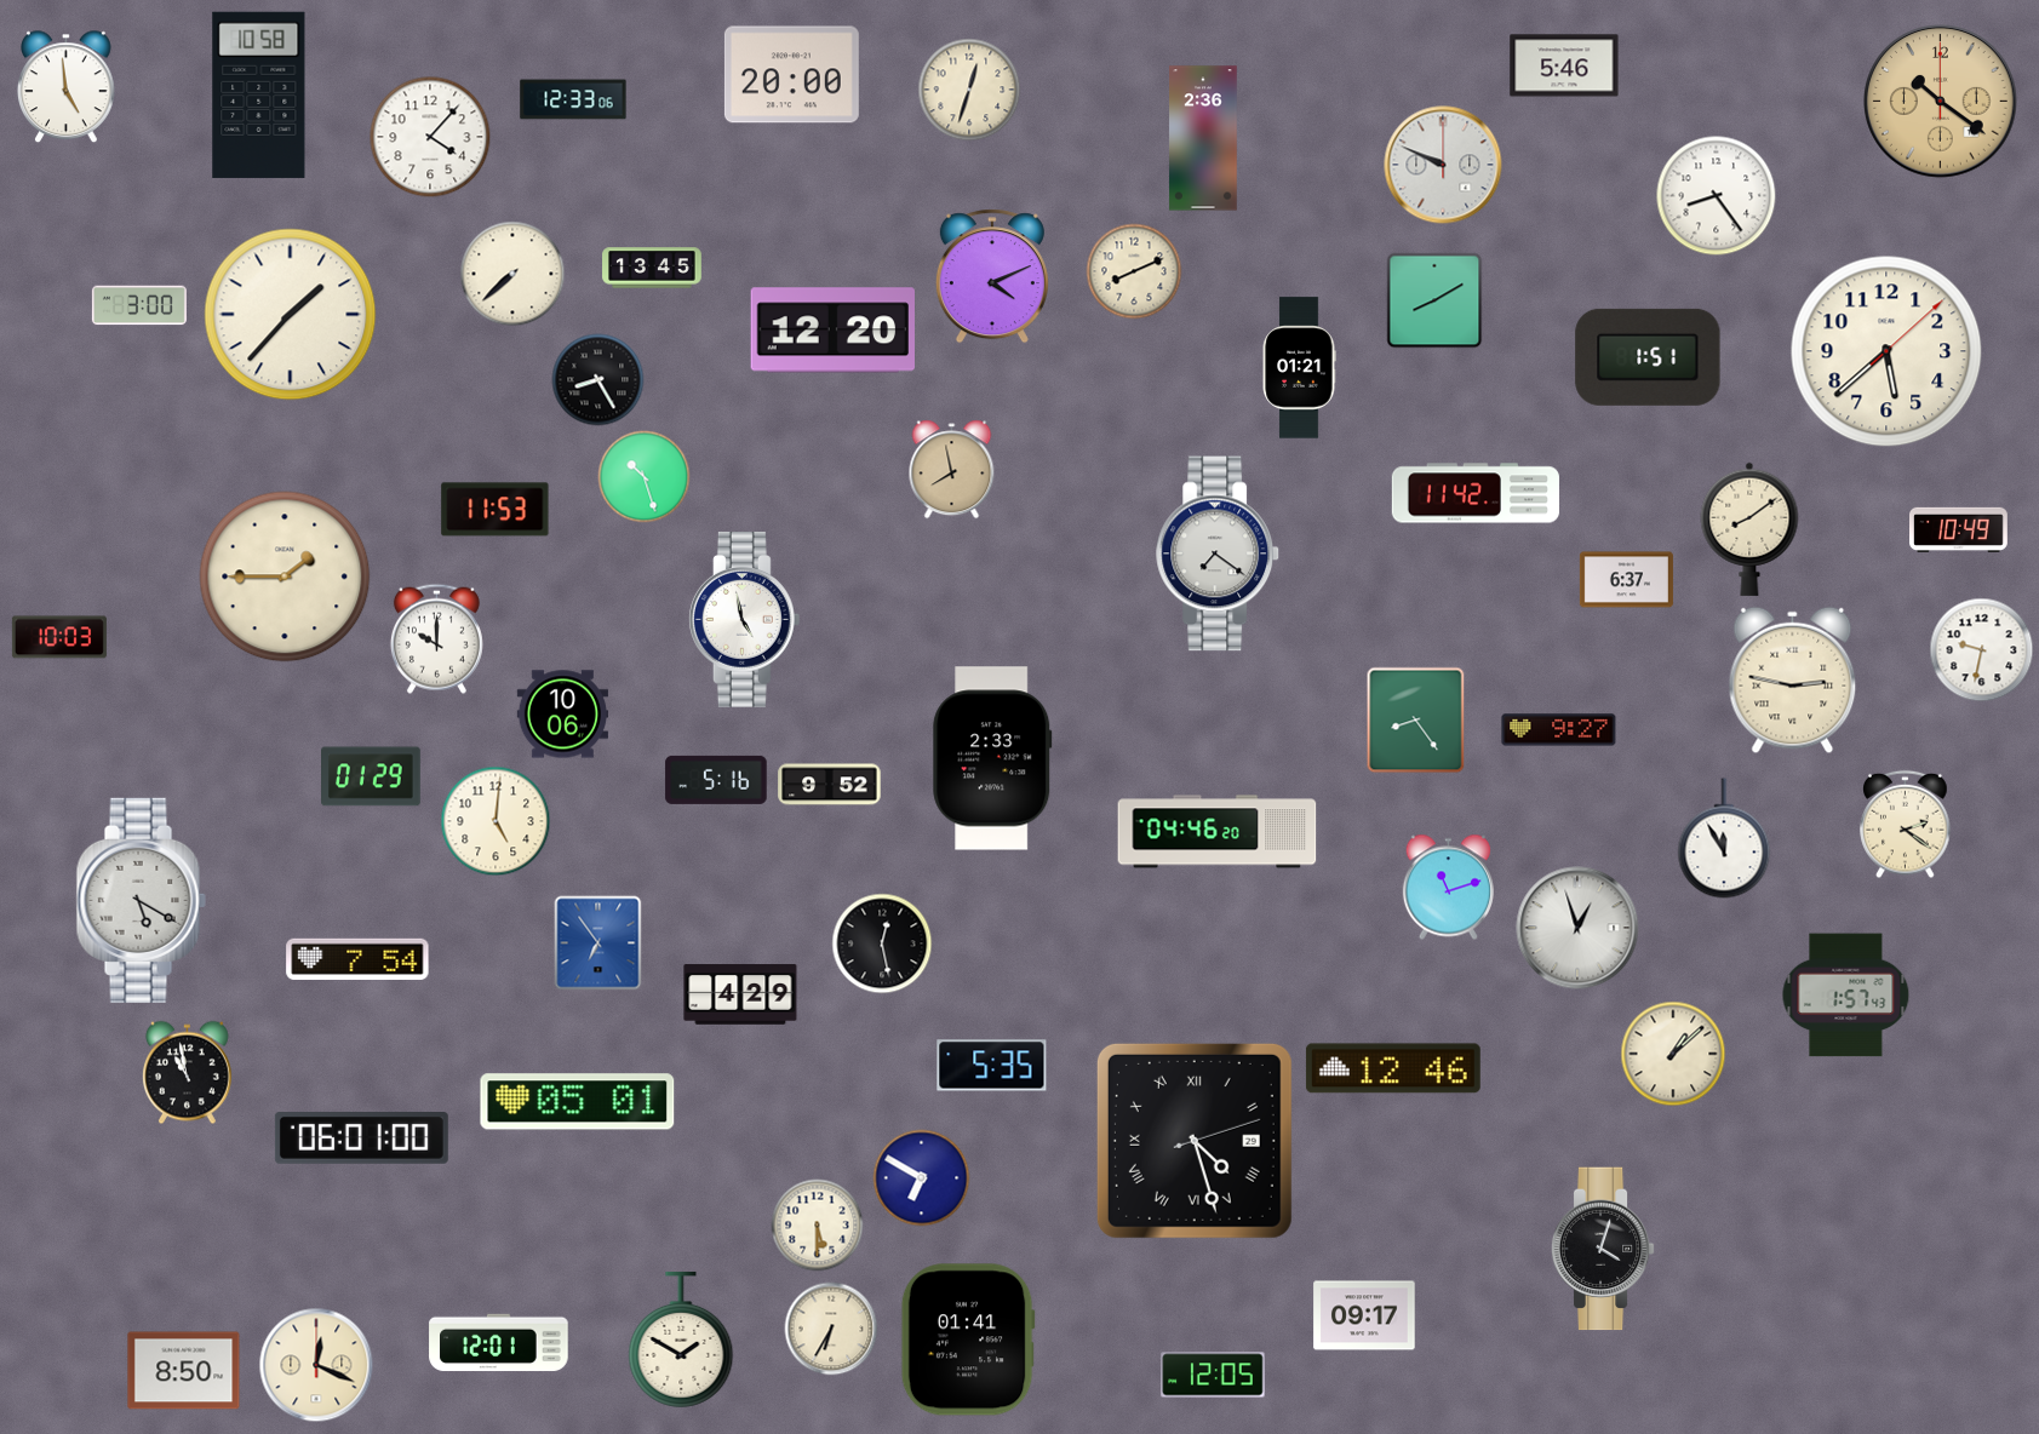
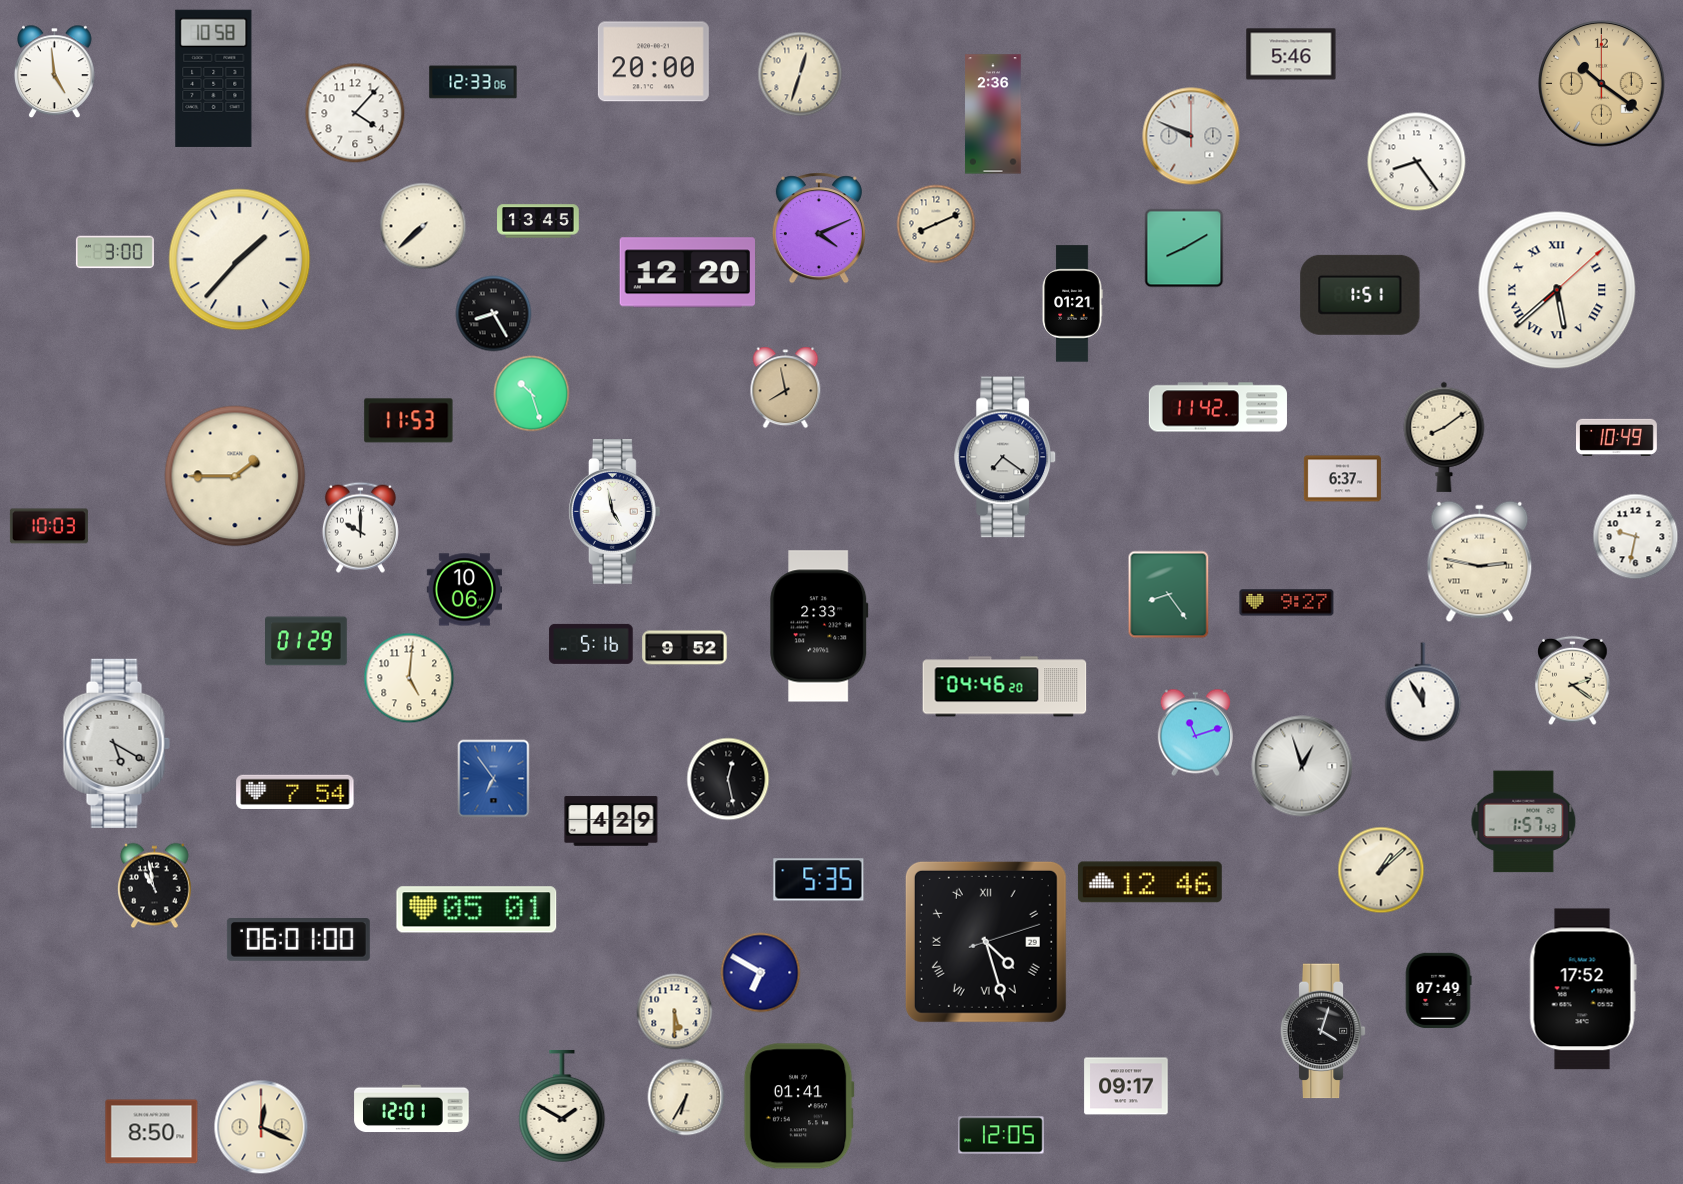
clock at (1886, 351) numerals: Arabic -> Roman
clock at (1583, 989): none -> 17:52
clock at (1438, 990): none -> 07:49
